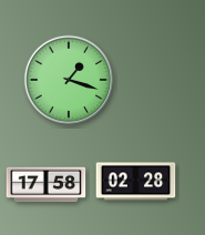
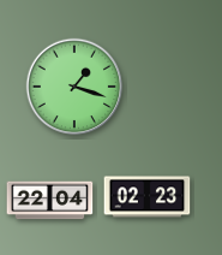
clock at (136, 182): 02:28 -> 02:23
clock at (47, 185): 17:58 -> 22:04
